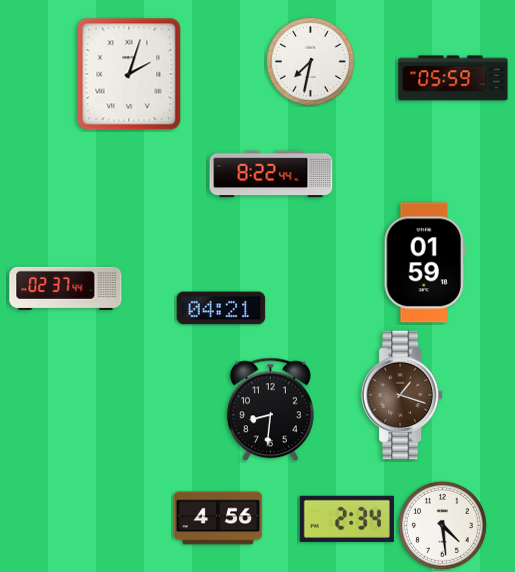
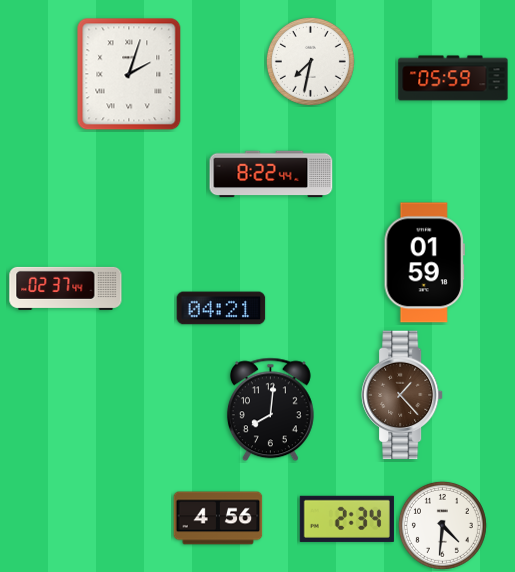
clock at (403, 395): 1:18 -> 1:23
clock at (270, 410): 8:31 -> 8:01
clock at (442, 525): 4:29 -> 4:31
